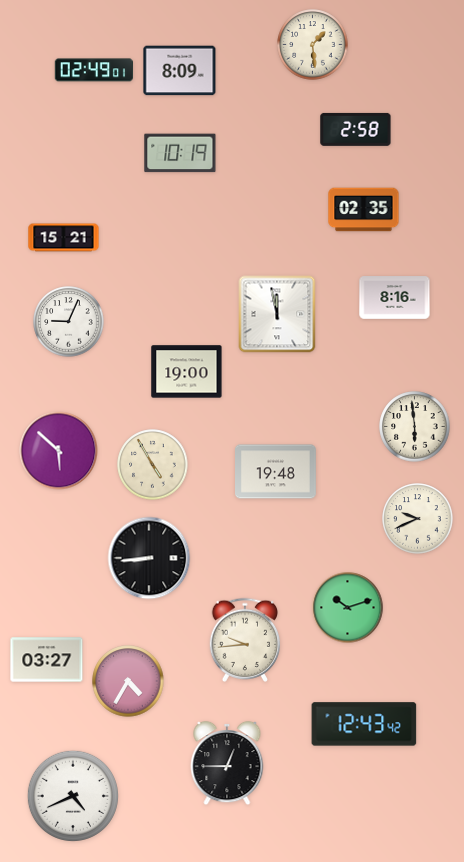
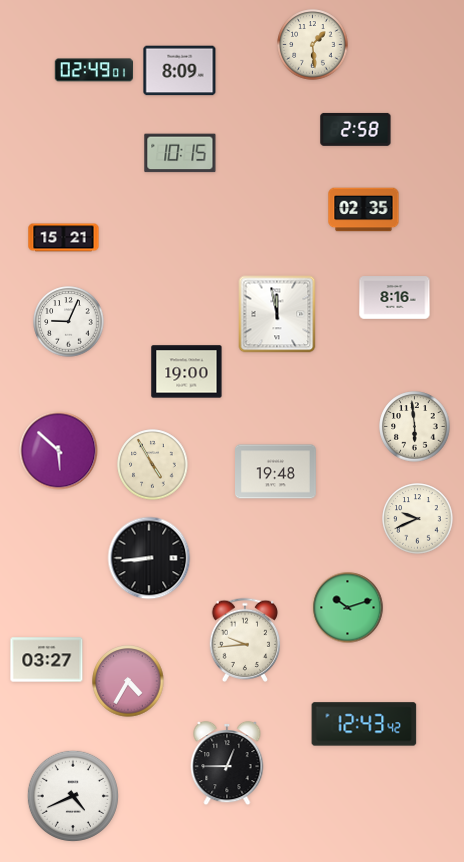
clock at (180, 153): 10:19 -> 10:15
